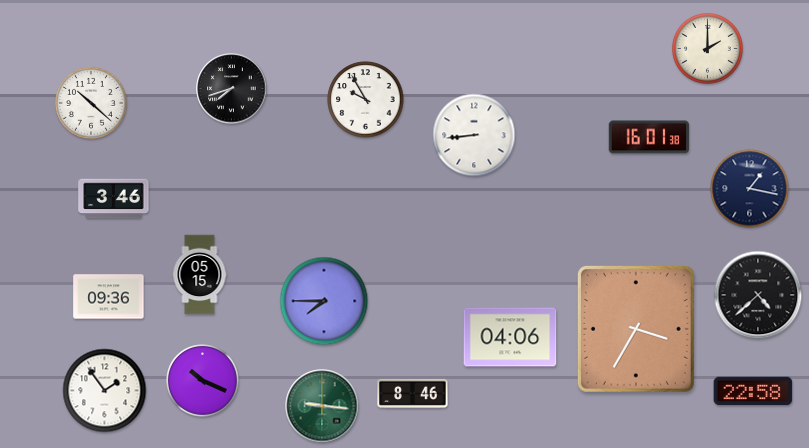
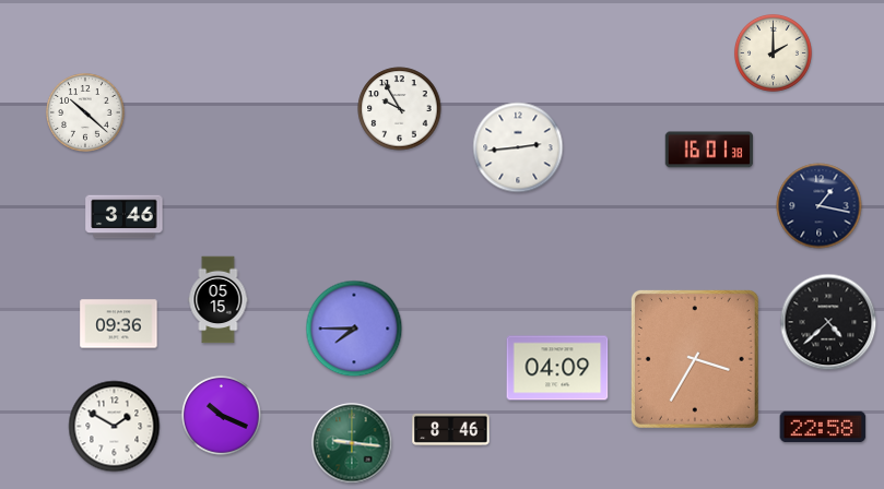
clock at (232, 89): 7:42 -> none
clock at (92, 104) position: (92, 104) -> (86, 114)
clock at (474, 135): 8:44 -> 2:44
clock at (510, 337): 04:06 -> 04:09
clock at (105, 391): 1:54 -> 1:50
